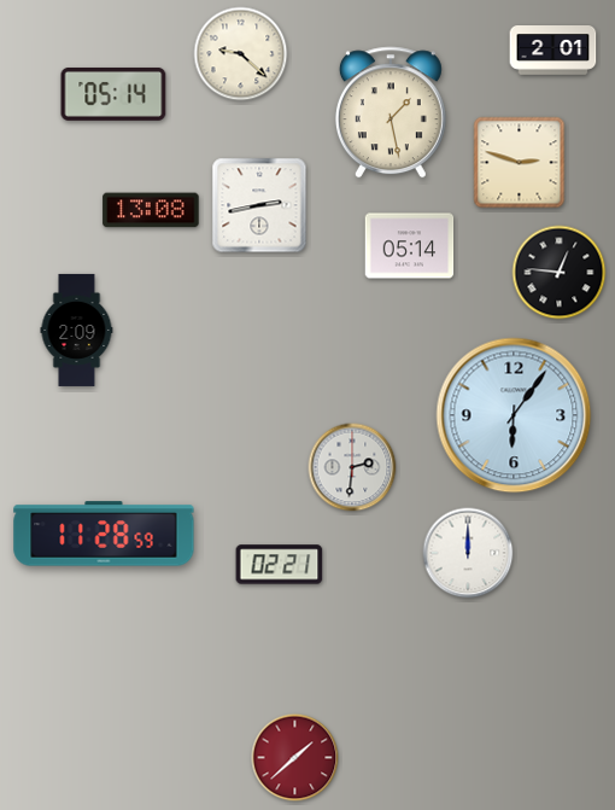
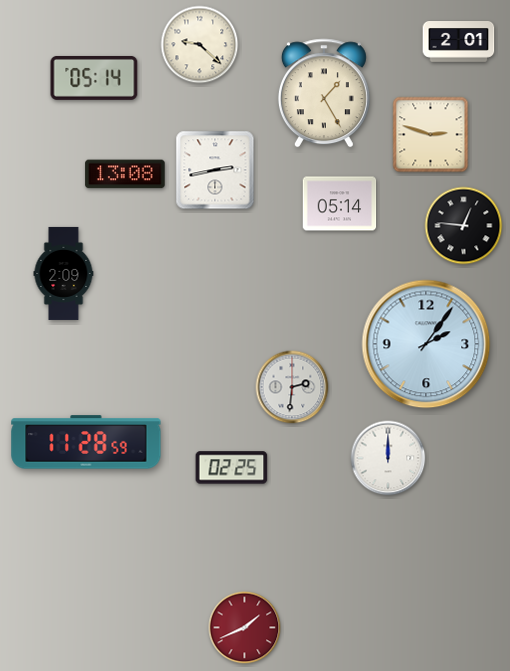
clock at (391, 112): 1:28 -> 1:25
clock at (514, 415): 6:06 -> 2:06
clock at (280, 565): 02:21 -> 02:25
clock at (295, 758): 1:38 -> 1:41
